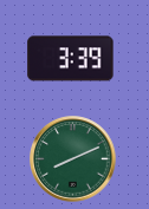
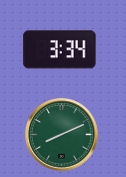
clock at (71, 59): 3:39 -> 3:34
